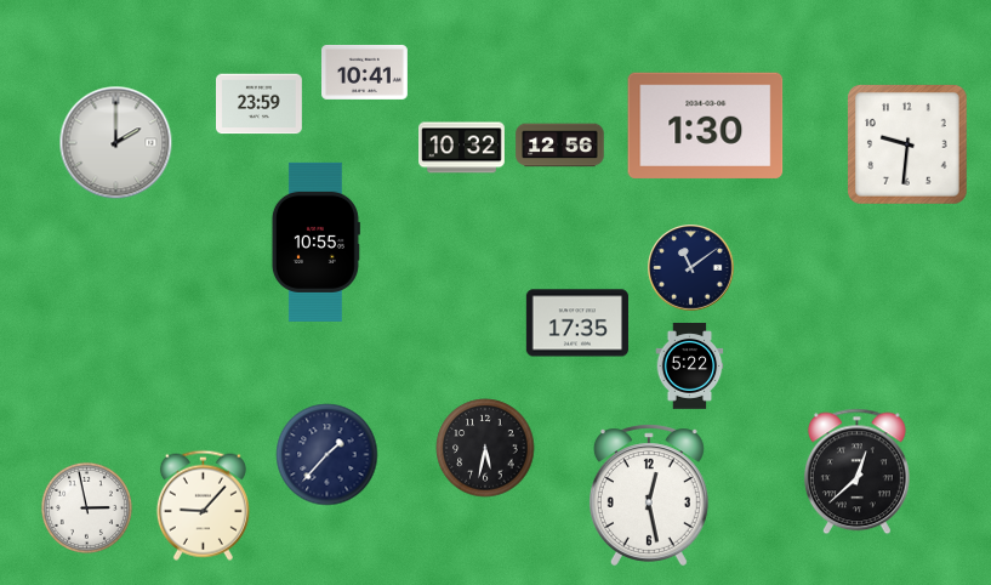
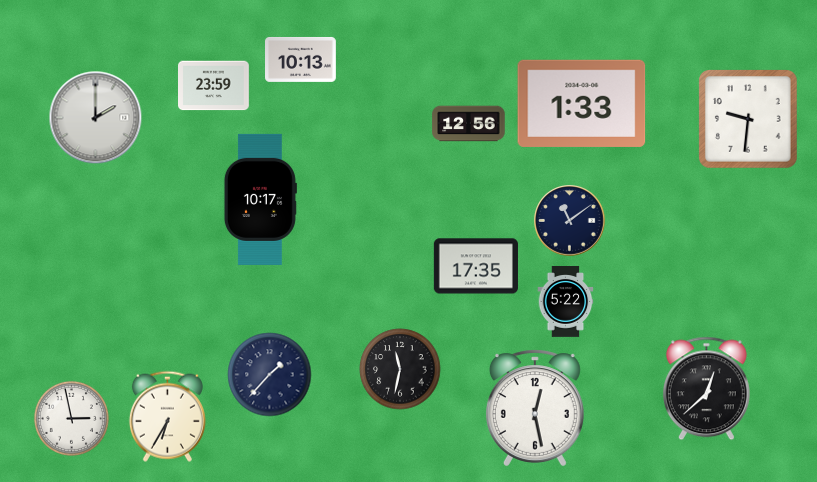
clock at (365, 73): 10:41 -> 10:13
clock at (706, 125): 1:30 -> 1:33
clock at (560, 146) position: (560, 146) -> (469, 124)
clock at (462, 148): 10:32 -> none
clock at (315, 242): 10:55 -> 10:17
clock at (690, 367) position: (690, 367) -> (566, 302)
clock at (485, 448): 5:32 -> 11:32
clock at (203, 505): 9:07 -> 6:35
